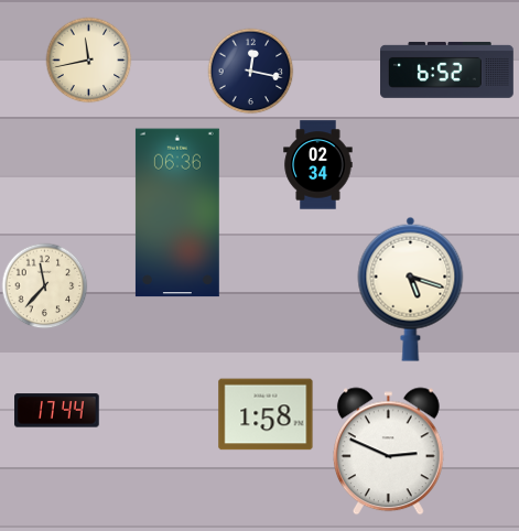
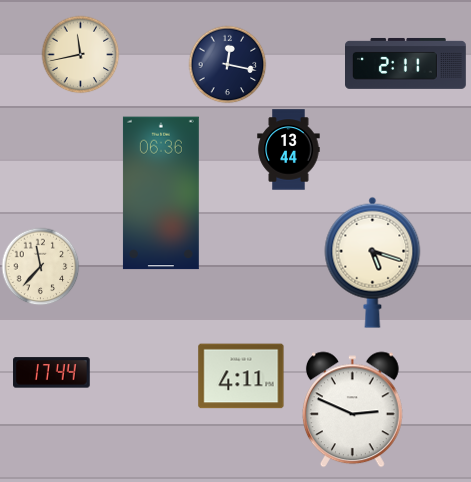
clock at (447, 71): 6:52 -> 2:11
clock at (318, 165): 02:34 -> 13:44
clock at (44, 285) position: (44, 285) -> (40, 266)
clock at (266, 414): 1:58 -> 4:11
